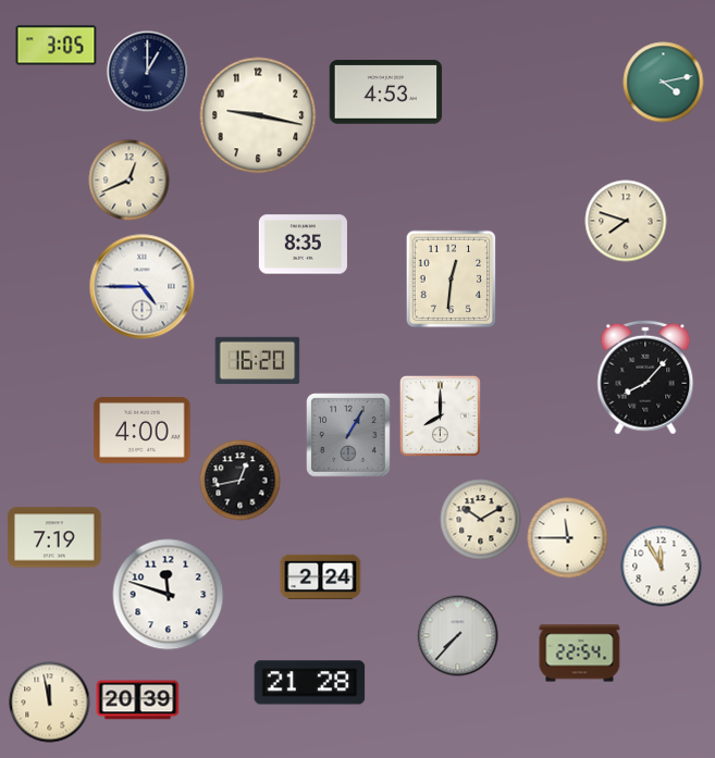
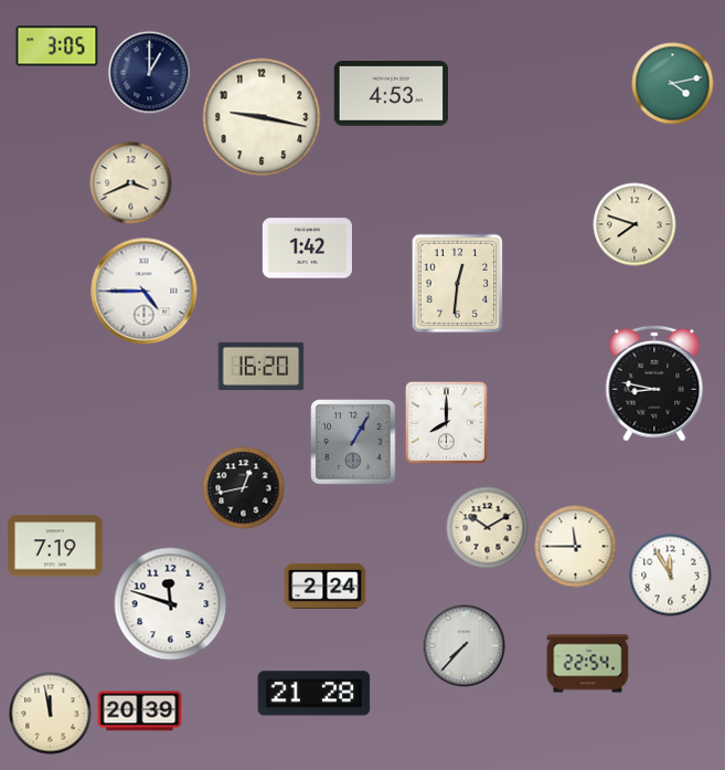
clock at (130, 181): 12:41 -> 3:41
clock at (303, 245): 8:35 -> 1:42
clock at (645, 377): 8:07 -> 8:47
clock at (143, 430): 4:00 -> none
